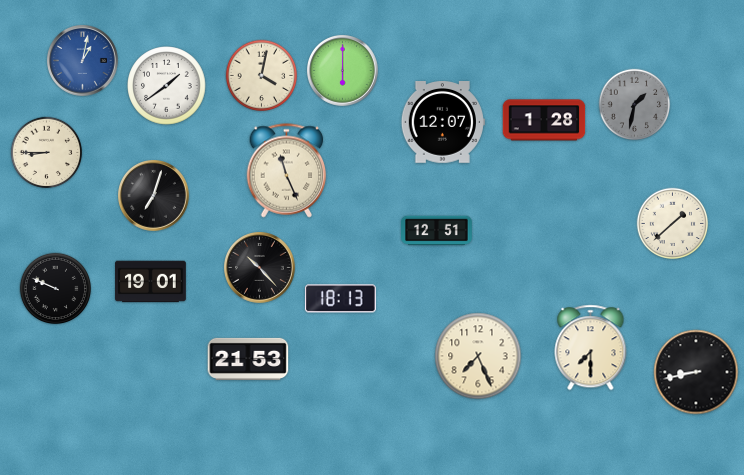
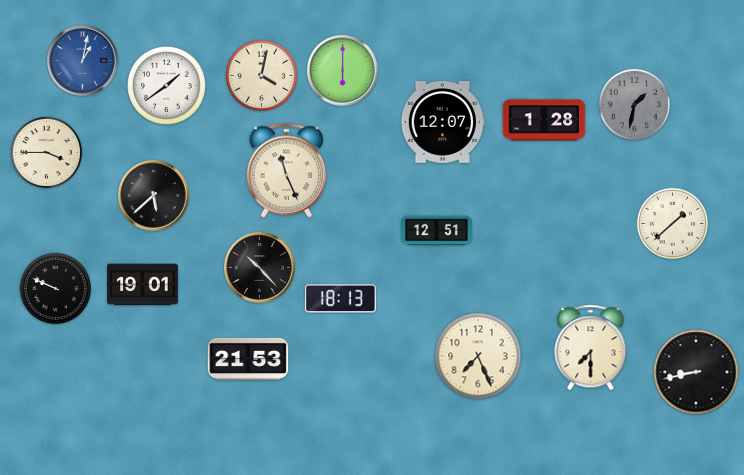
clock at (47, 153): 8:45 -> 3:45
clock at (154, 196): 7:03 -> 5:38
clock at (151, 282) position: (151, 282) -> (143, 285)
